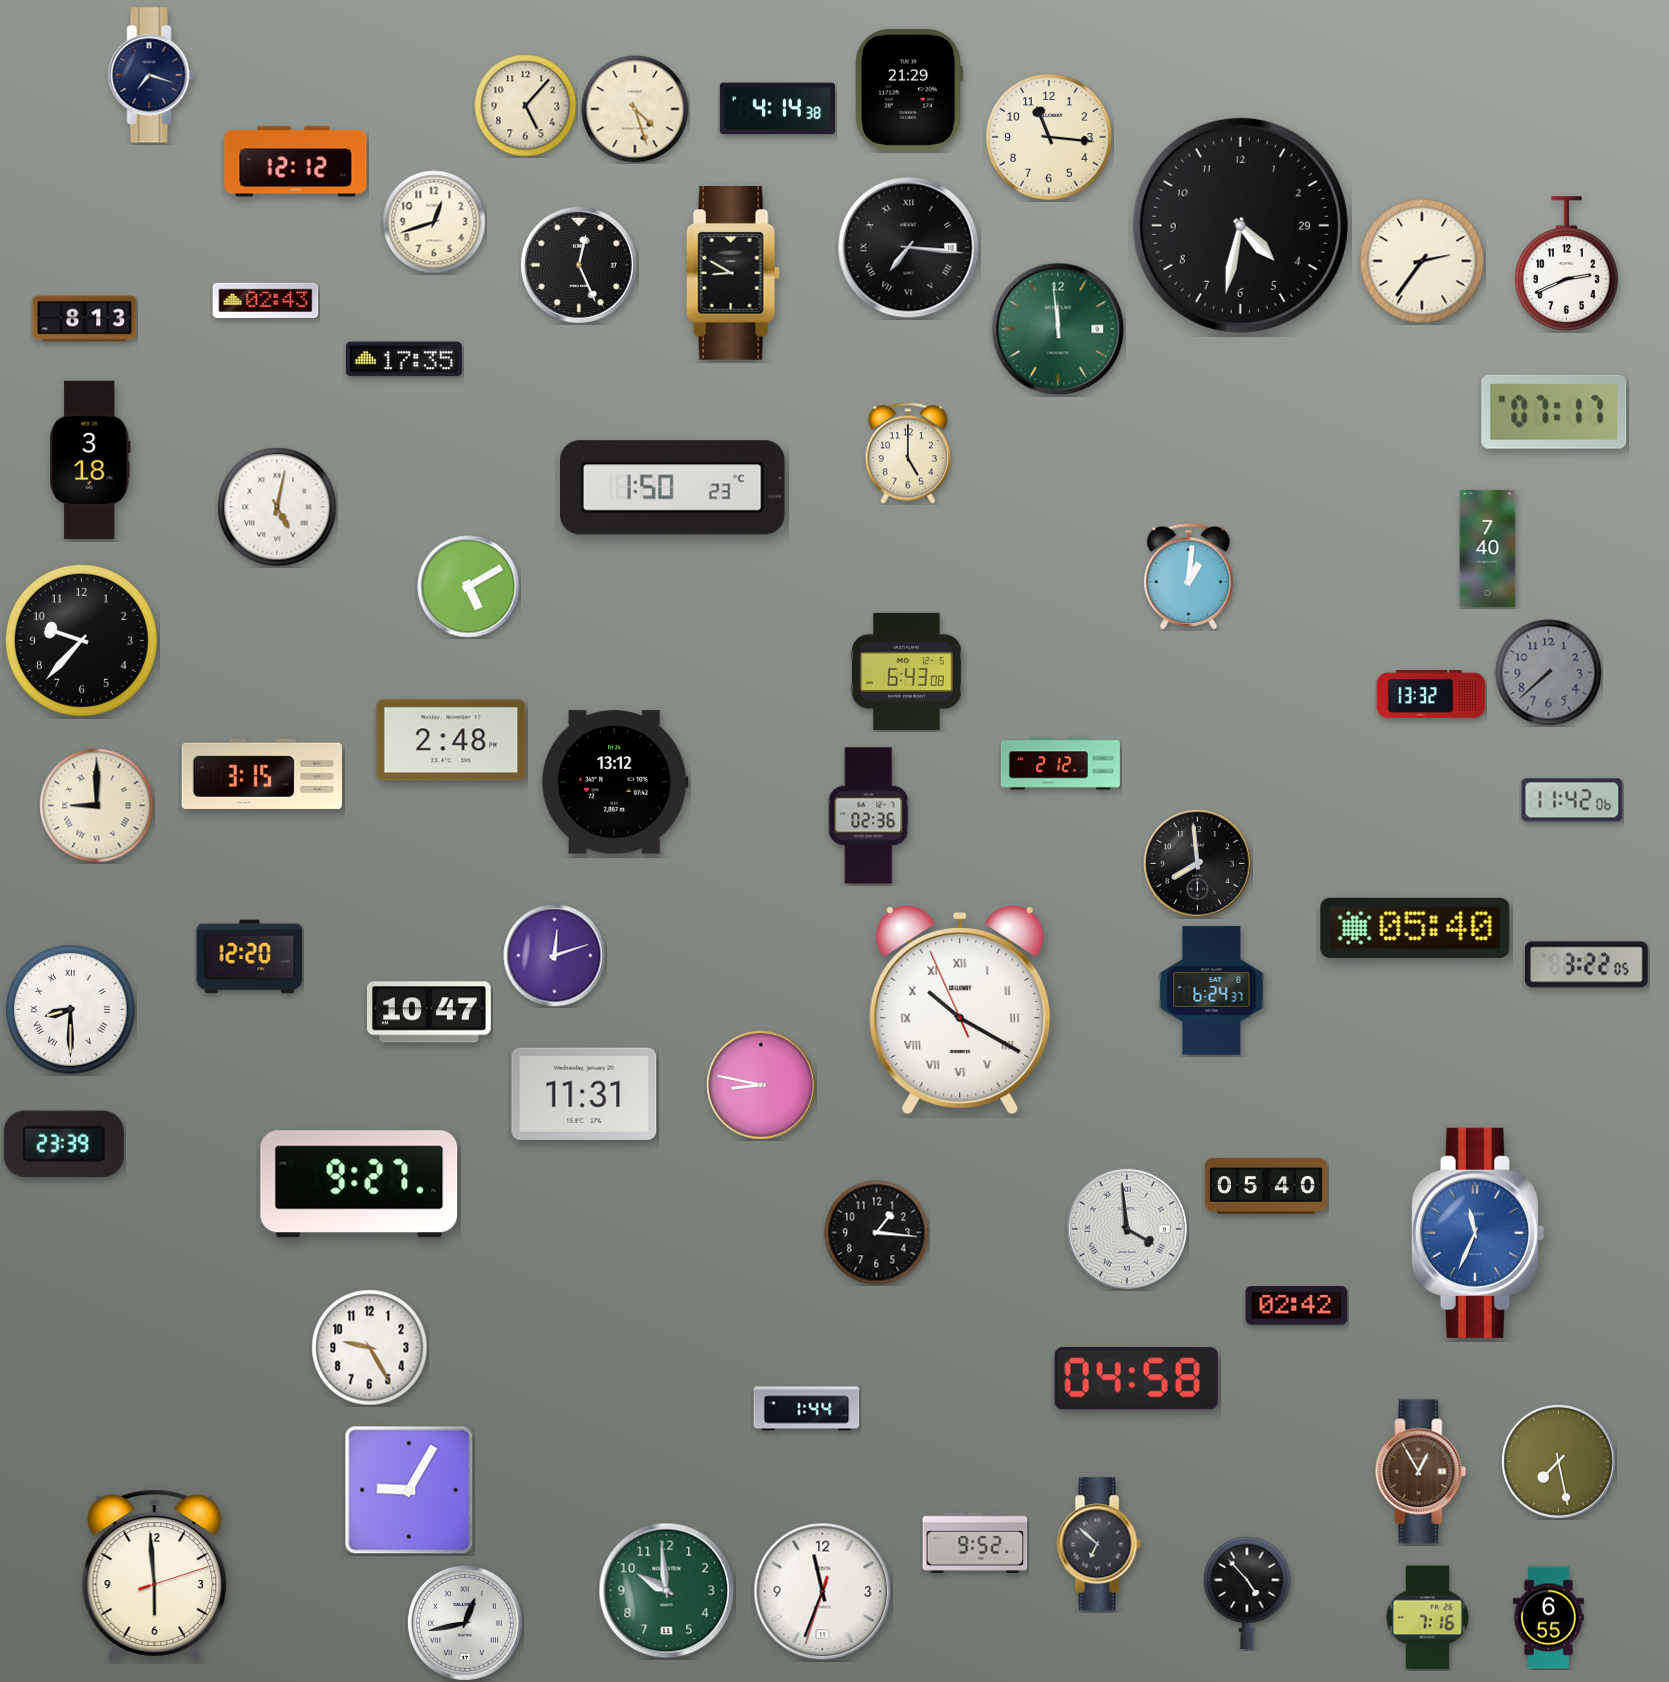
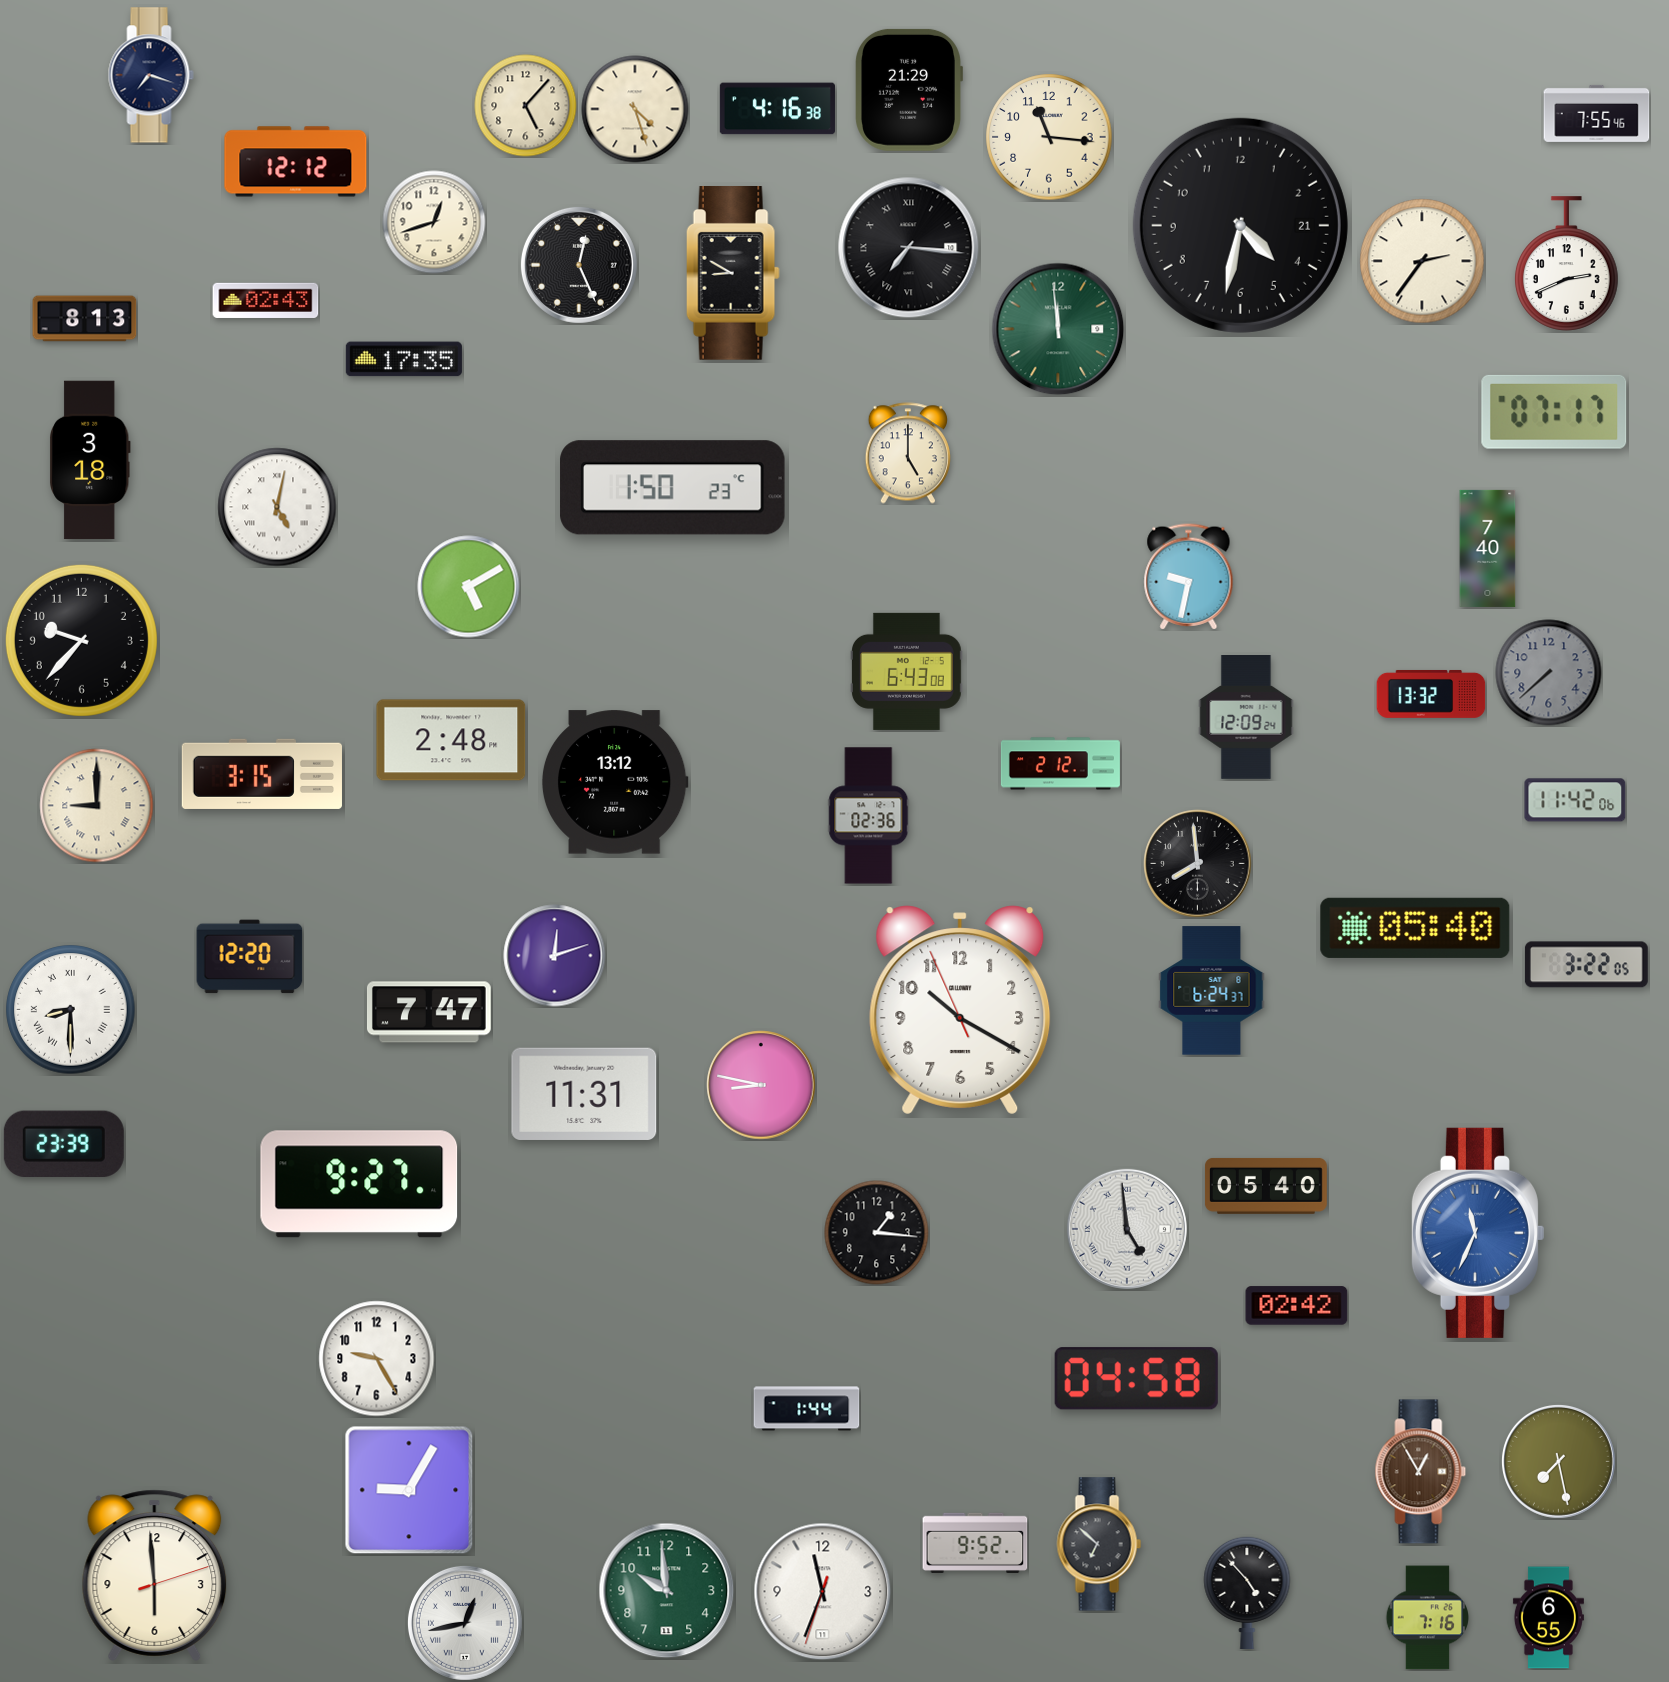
clock at (777, 109): 4:14 -> 4:16
clock at (1597, 113): none -> 7:55
clock at (1240, 225) date: 29 -> 21
clock at (1189, 577): 1:01 -> 9:32
clock at (1246, 718): none -> 12:09
clock at (1572, 800) position: (1572, 800) -> (1575, 800)
clock at (960, 1010) numerals: Roman -> Arabic
clock at (429, 1012): 10:47 -> 7:47
clock at (1127, 1229): 3:59 -> 4:59
clock at (370, 1348) position: (370, 1348) -> (377, 1359)
